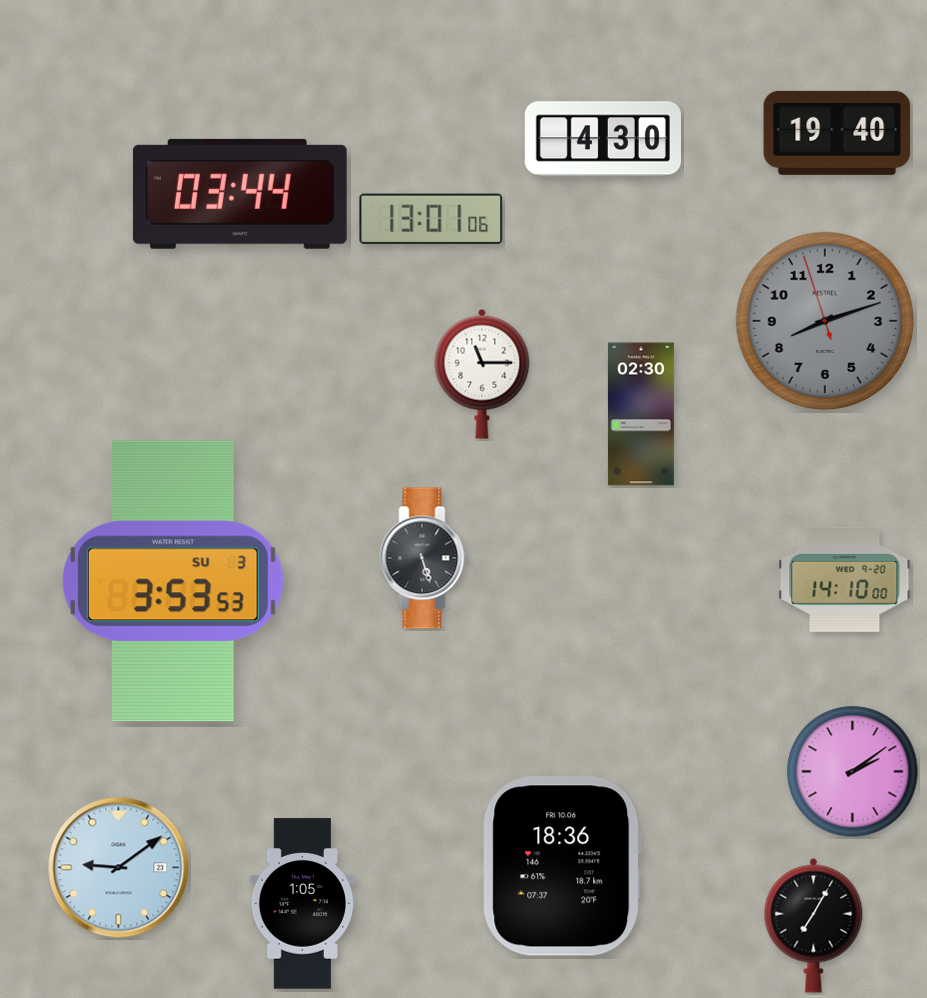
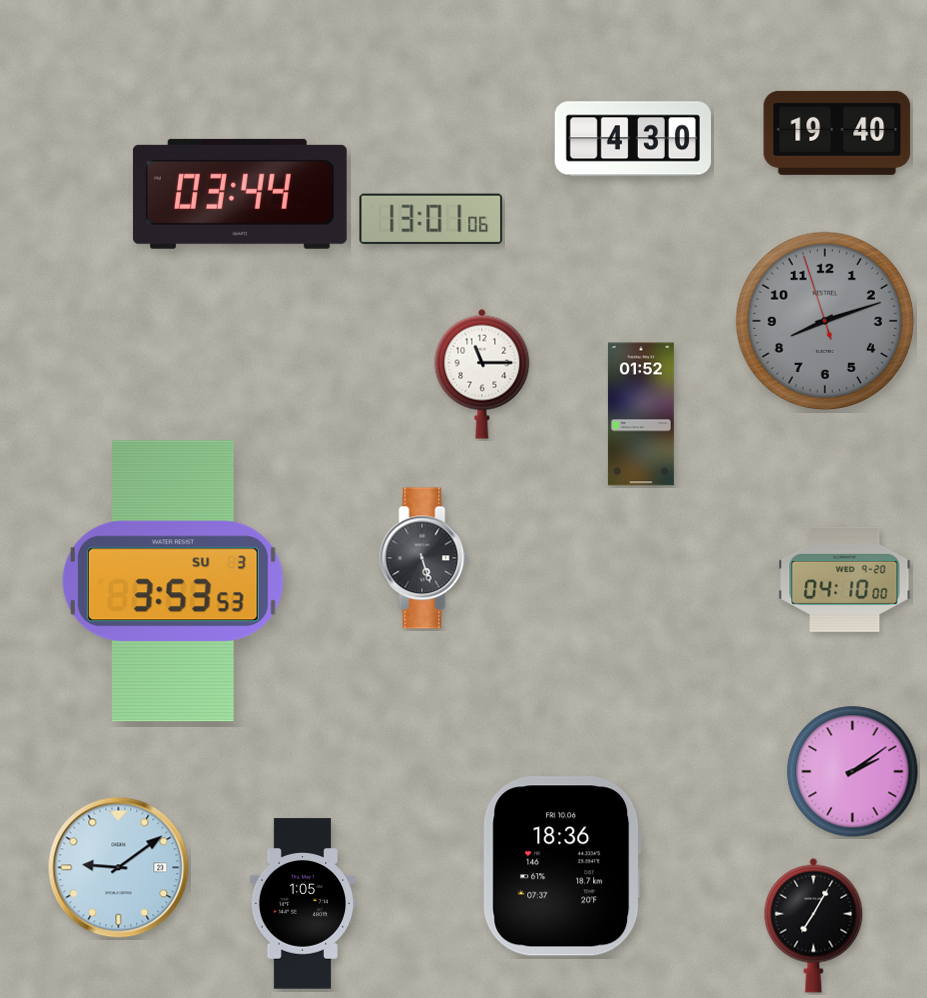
clock at (603, 139) position: (603, 139) -> (633, 139)
clock at (641, 414): 02:30 -> 01:52
clock at (845, 579): 14:10 -> 04:10
